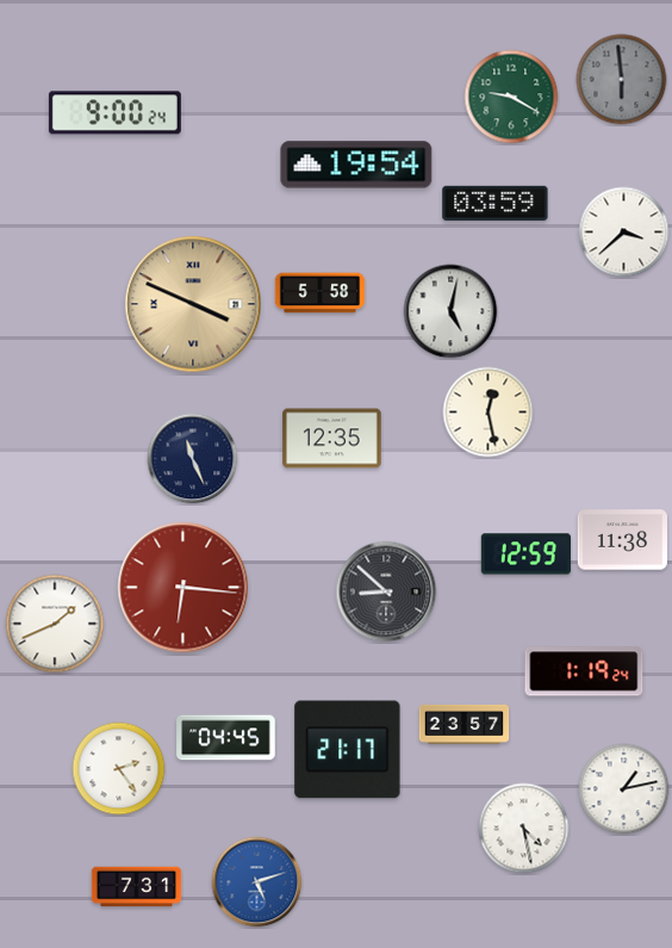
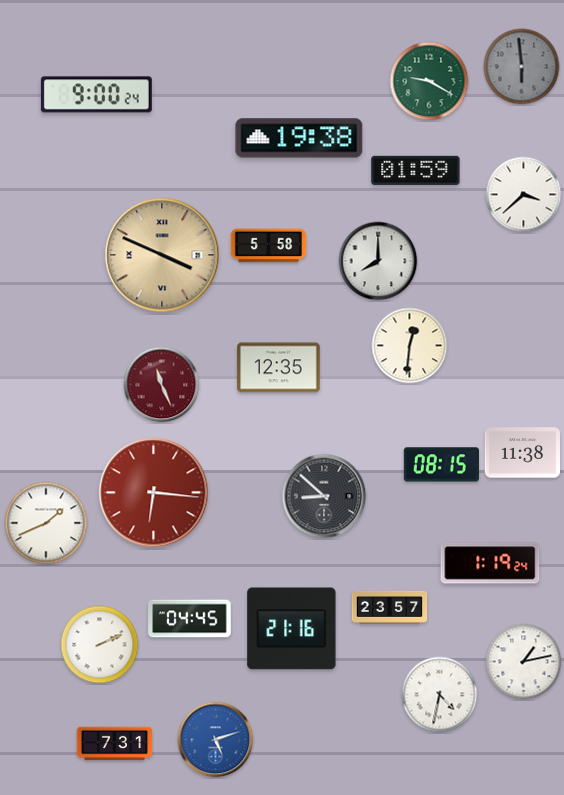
clock at (356, 165): 19:54 -> 19:38
clock at (496, 203): 03:59 -> 01:59
clock at (450, 311): 5:02 -> 8:00
clock at (489, 413): 12:28 -> 12:31
clock at (193, 459) dial: navy -> burgundy
clock at (525, 554): 12:59 -> 08:15
clock at (348, 750): 21:17 -> 21:16
clock at (119, 769): 2:24 -> 2:11
clock at (524, 829): 4:28 -> 4:32
